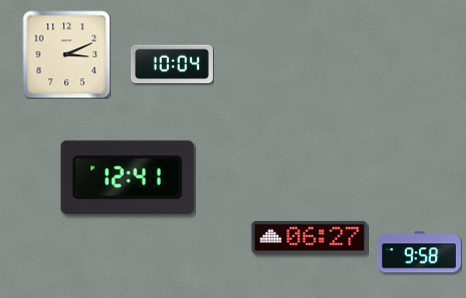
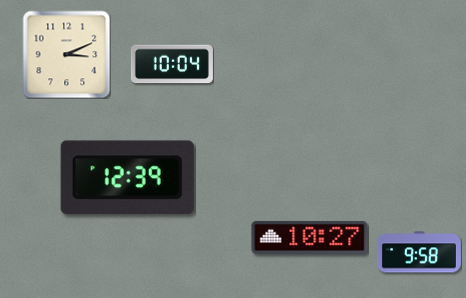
clock at (127, 178): 12:41 -> 12:39
clock at (310, 237): 06:27 -> 10:27
